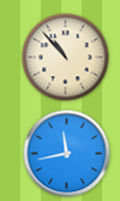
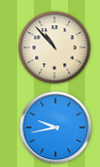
clock at (67, 154): 11:43 -> 9:43
